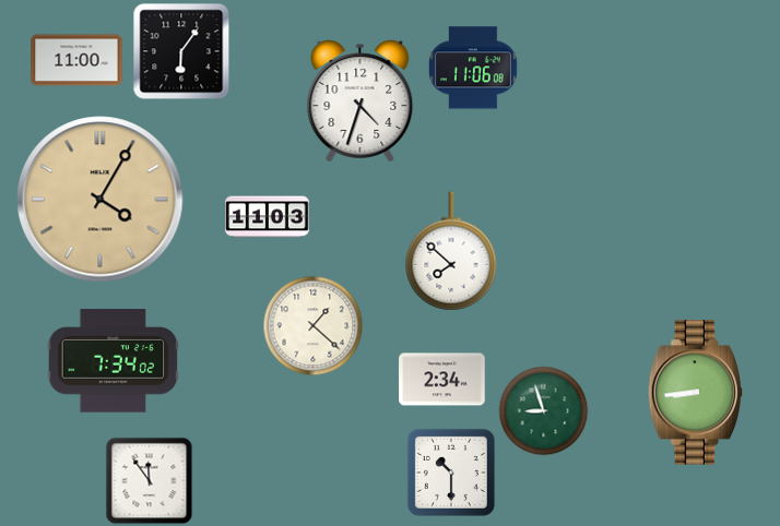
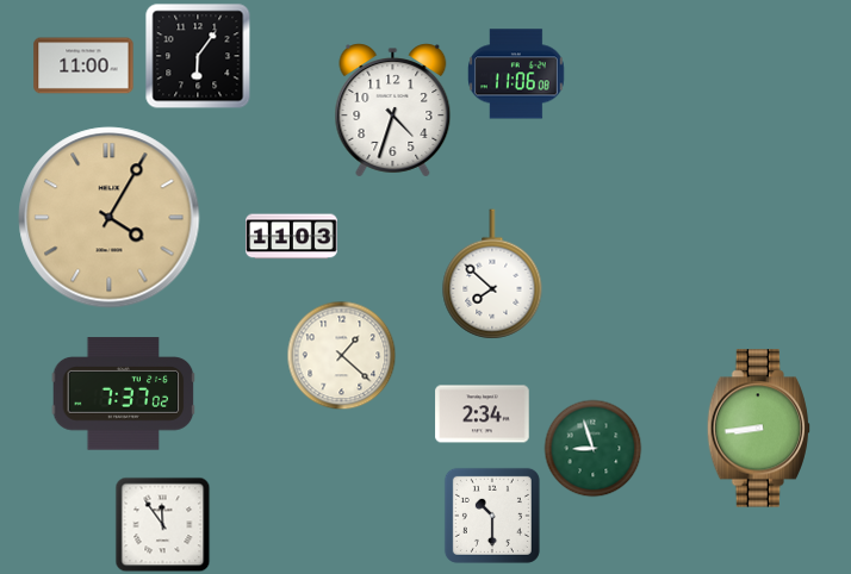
clock at (114, 361): 7:34 -> 7:37
